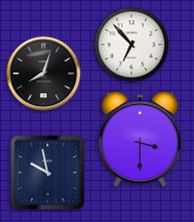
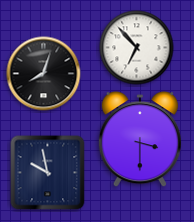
clock at (132, 45) position: (132, 45) -> (137, 48)
